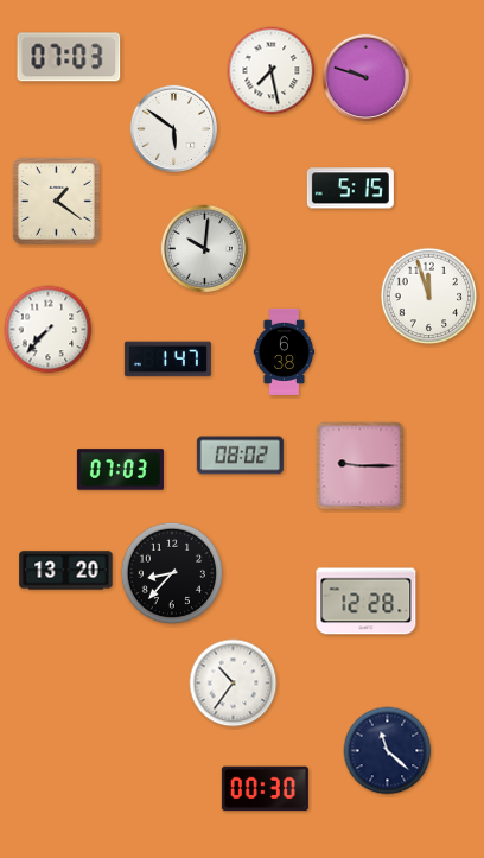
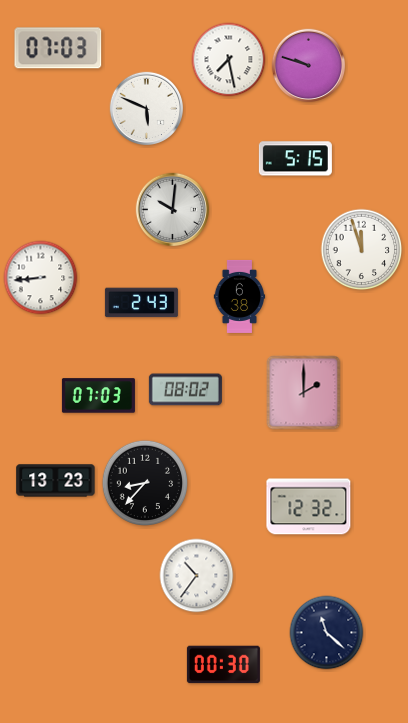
clock at (174, 129): 5:51 -> 5:49
clock at (56, 201): 1:21 -> none
clock at (49, 330): 7:37 -> 8:44
clock at (167, 360): 1:47 -> 2:43
clock at (240, 456) position: (240, 456) -> (185, 390)
clock at (361, 466): 9:15 -> 2:00
clock at (120, 470) position: (120, 470) -> (98, 396)
clock at (66, 571): 13:20 -> 13:23
clock at (367, 602): 12:28 -> 12:32
